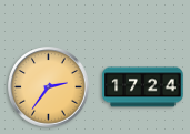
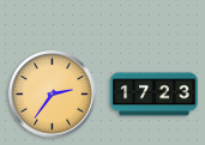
clock at (143, 87): 17:24 -> 17:23
